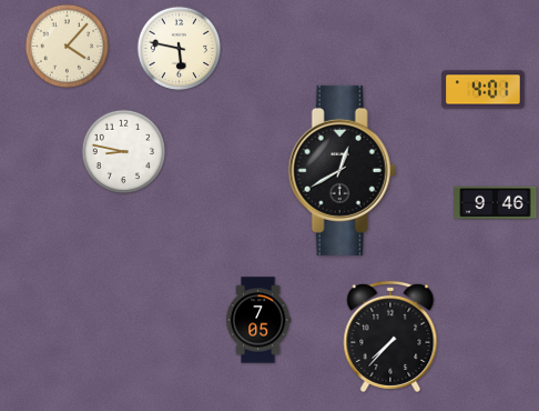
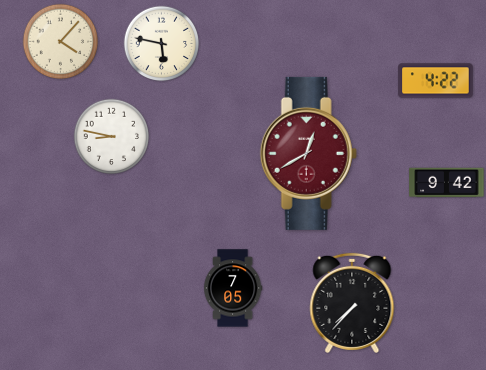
clock at (484, 90): 4:01 -> 4:22
clock at (342, 170) dial: black -> burgundy
clock at (496, 203): 9:46 -> 9:42
